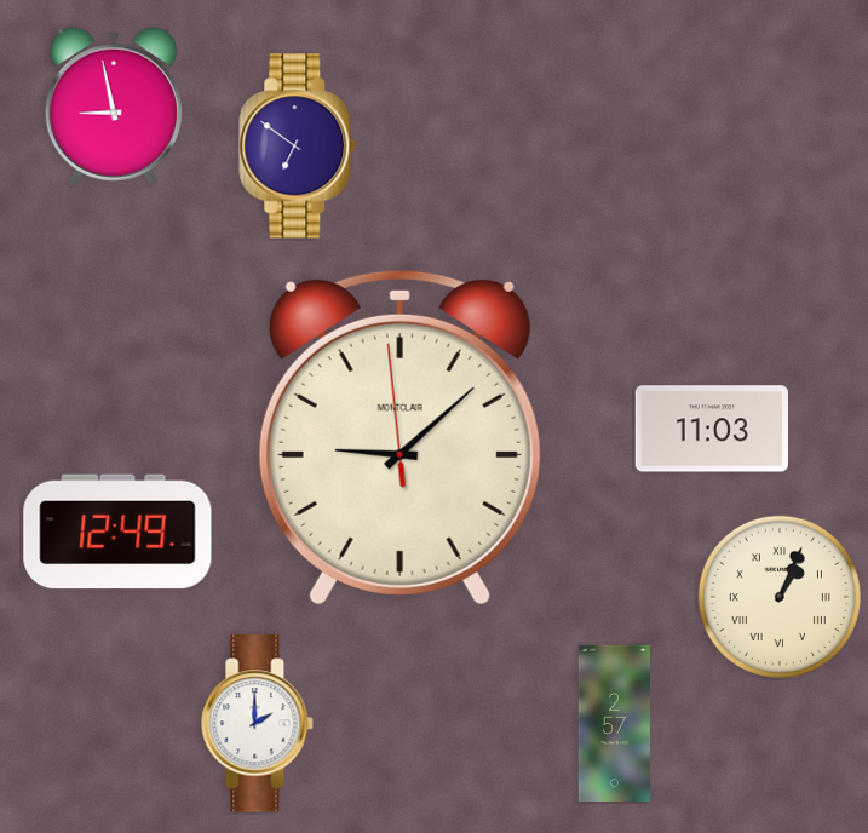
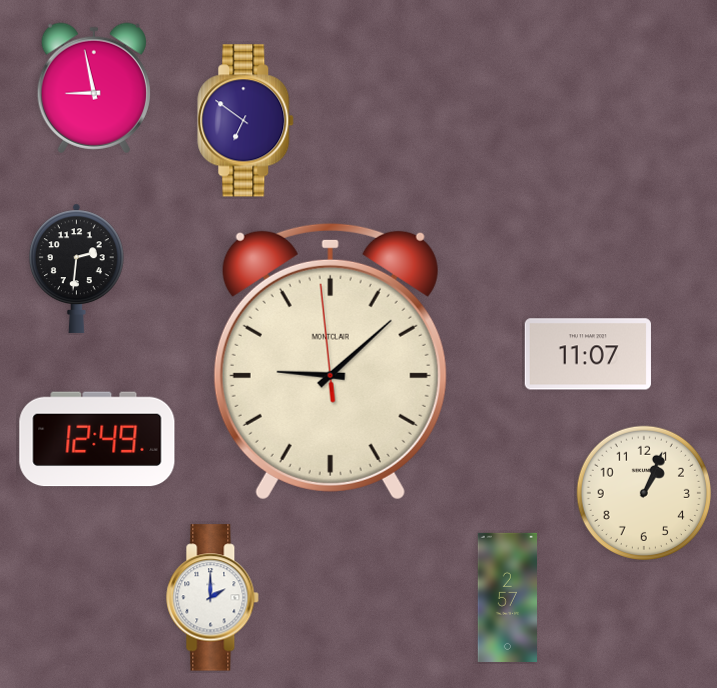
clock at (77, 268): none -> 2:31
clock at (712, 429): 11:03 -> 11:07
clock at (778, 596) numerals: Roman -> Arabic
